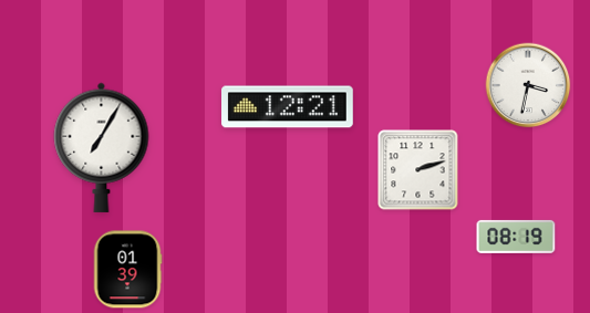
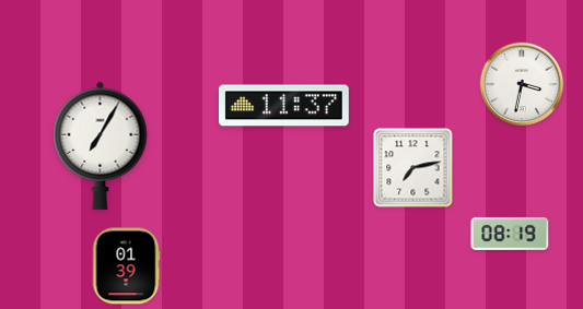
clock at (288, 107): 12:21 -> 11:37
clock at (418, 170): 2:12 -> 7:13
